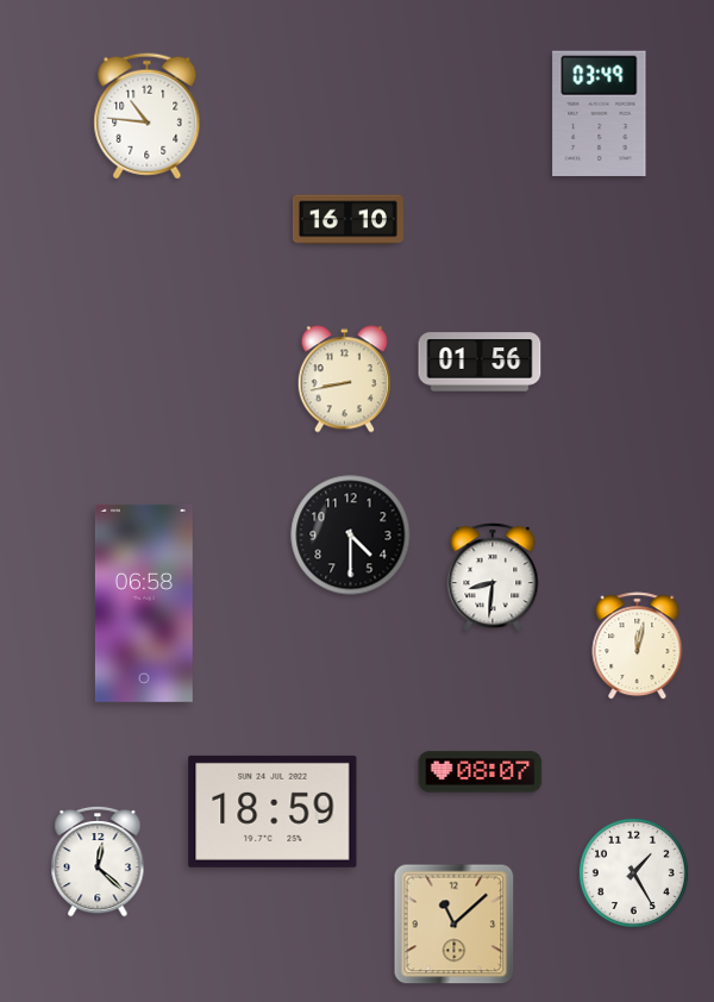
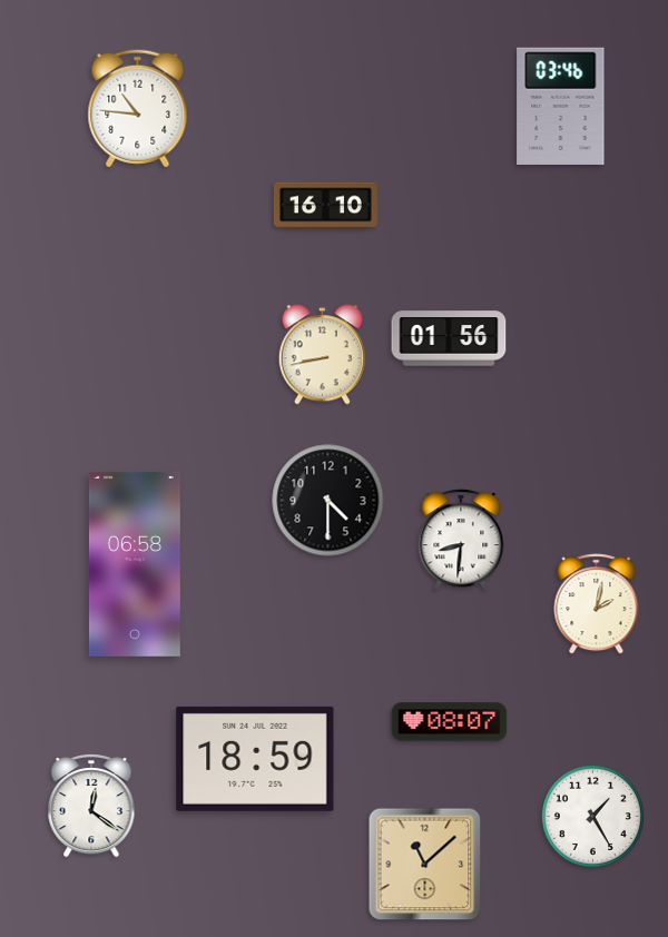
clock at (600, 113): 03:49 -> 03:46
clock at (638, 646): 12:02 -> 2:02
clock at (98, 862): 12:22 -> 12:21
